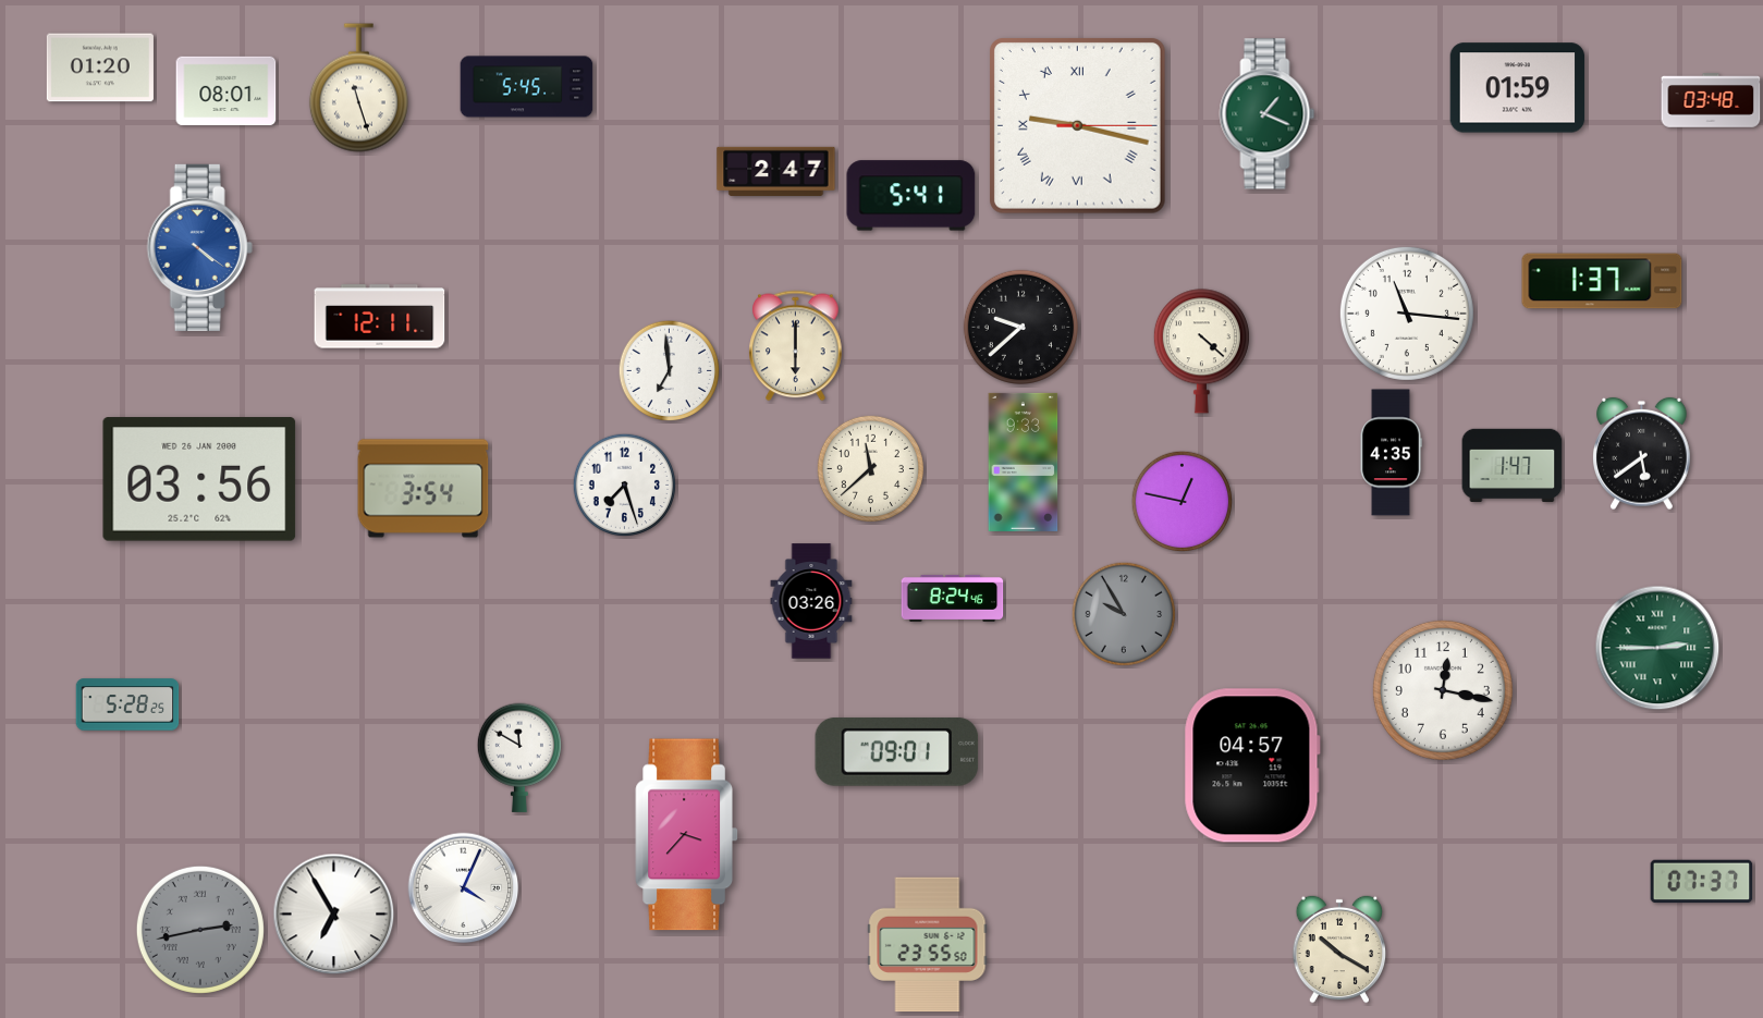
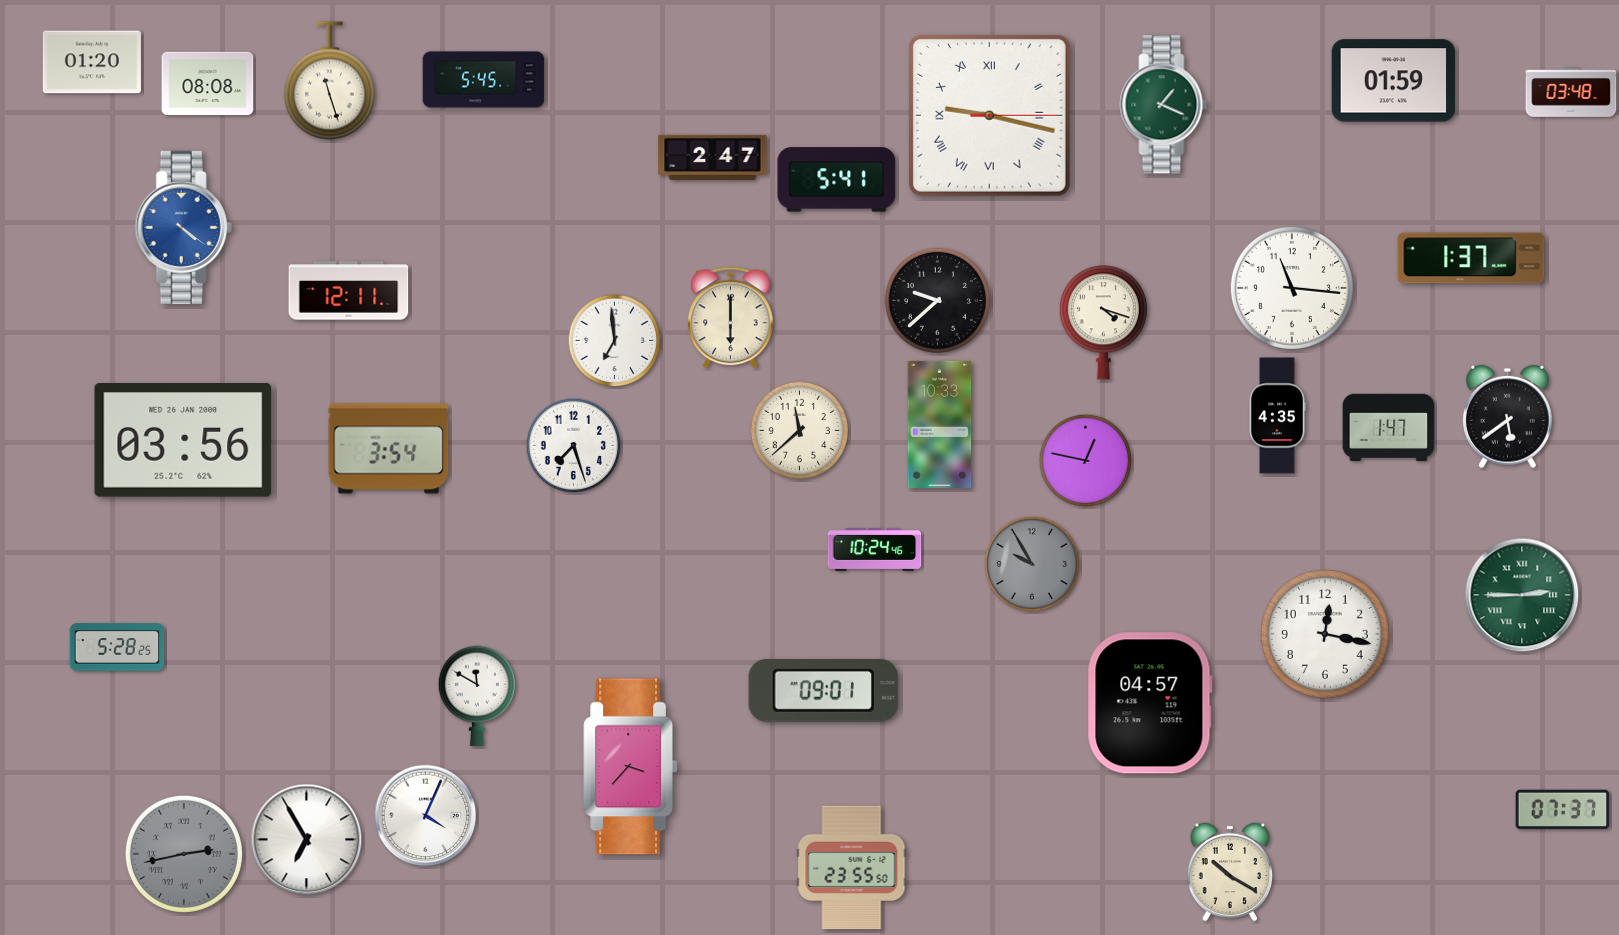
clock at (227, 91): 08:01 -> 08:08
clock at (1201, 352): 4:22 -> 4:18
clock at (1024, 462): 9:33 -> 10:33
clock at (953, 598): 8:24 -> 10:24
clock at (811, 601): 03:26 -> none
